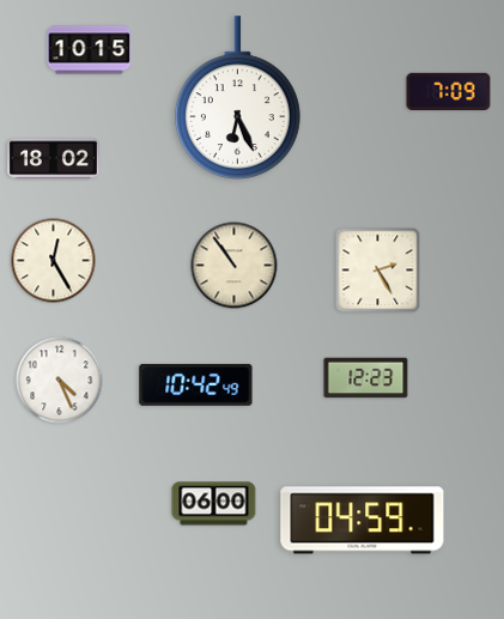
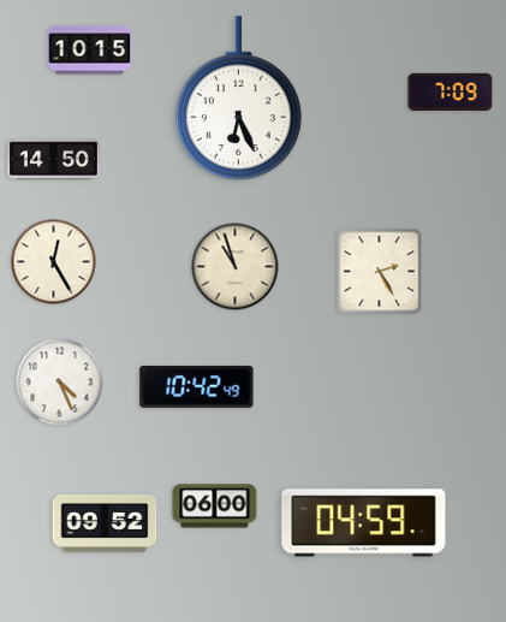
clock at (54, 159): 18:02 -> 14:50
clock at (235, 266): 10:54 -> 10:57
clock at (366, 378): 12:23 -> none
clock at (105, 523): none -> 09:52
